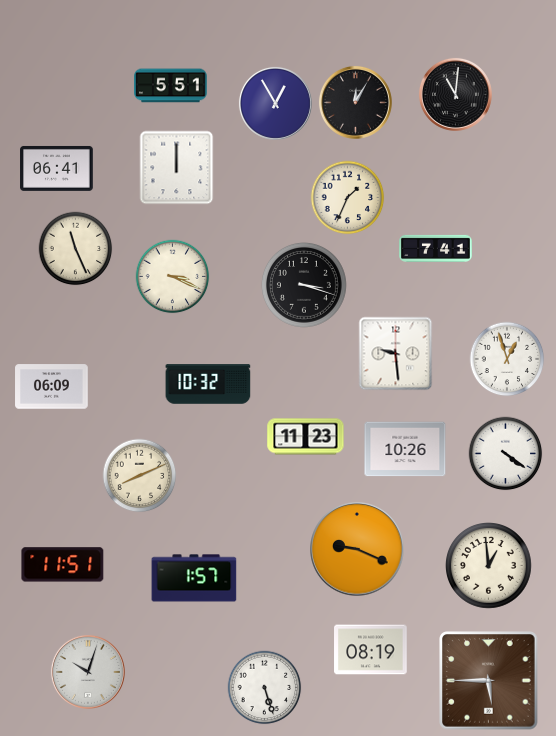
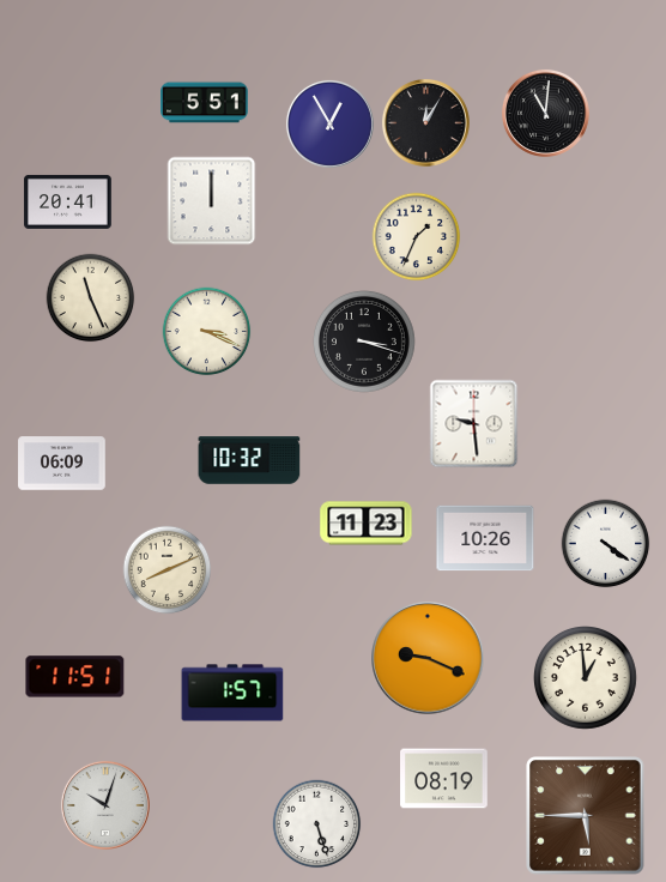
clock at (57, 168): 06:41 -> 20:41
clock at (436, 248): 7:41 -> none
clock at (507, 359): 12:57 -> none
